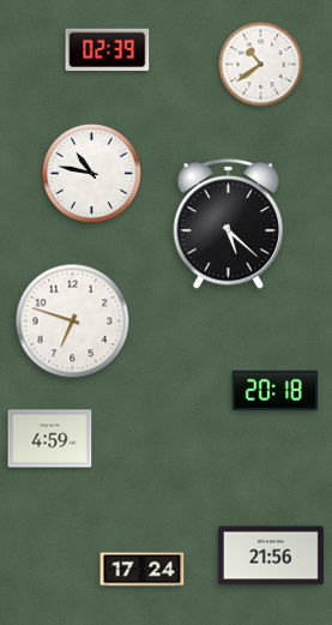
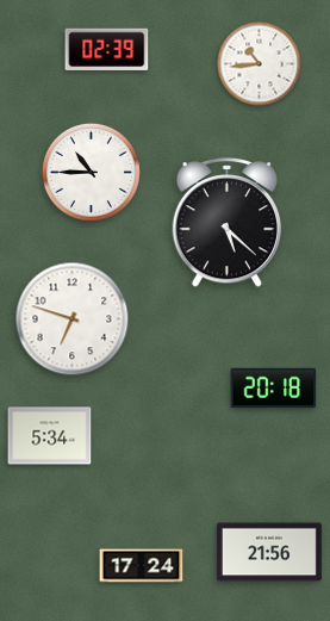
clock at (261, 65): 10:39 -> 10:44
clock at (91, 173): 10:47 -> 10:45
clock at (50, 439): 4:59 -> 5:34
